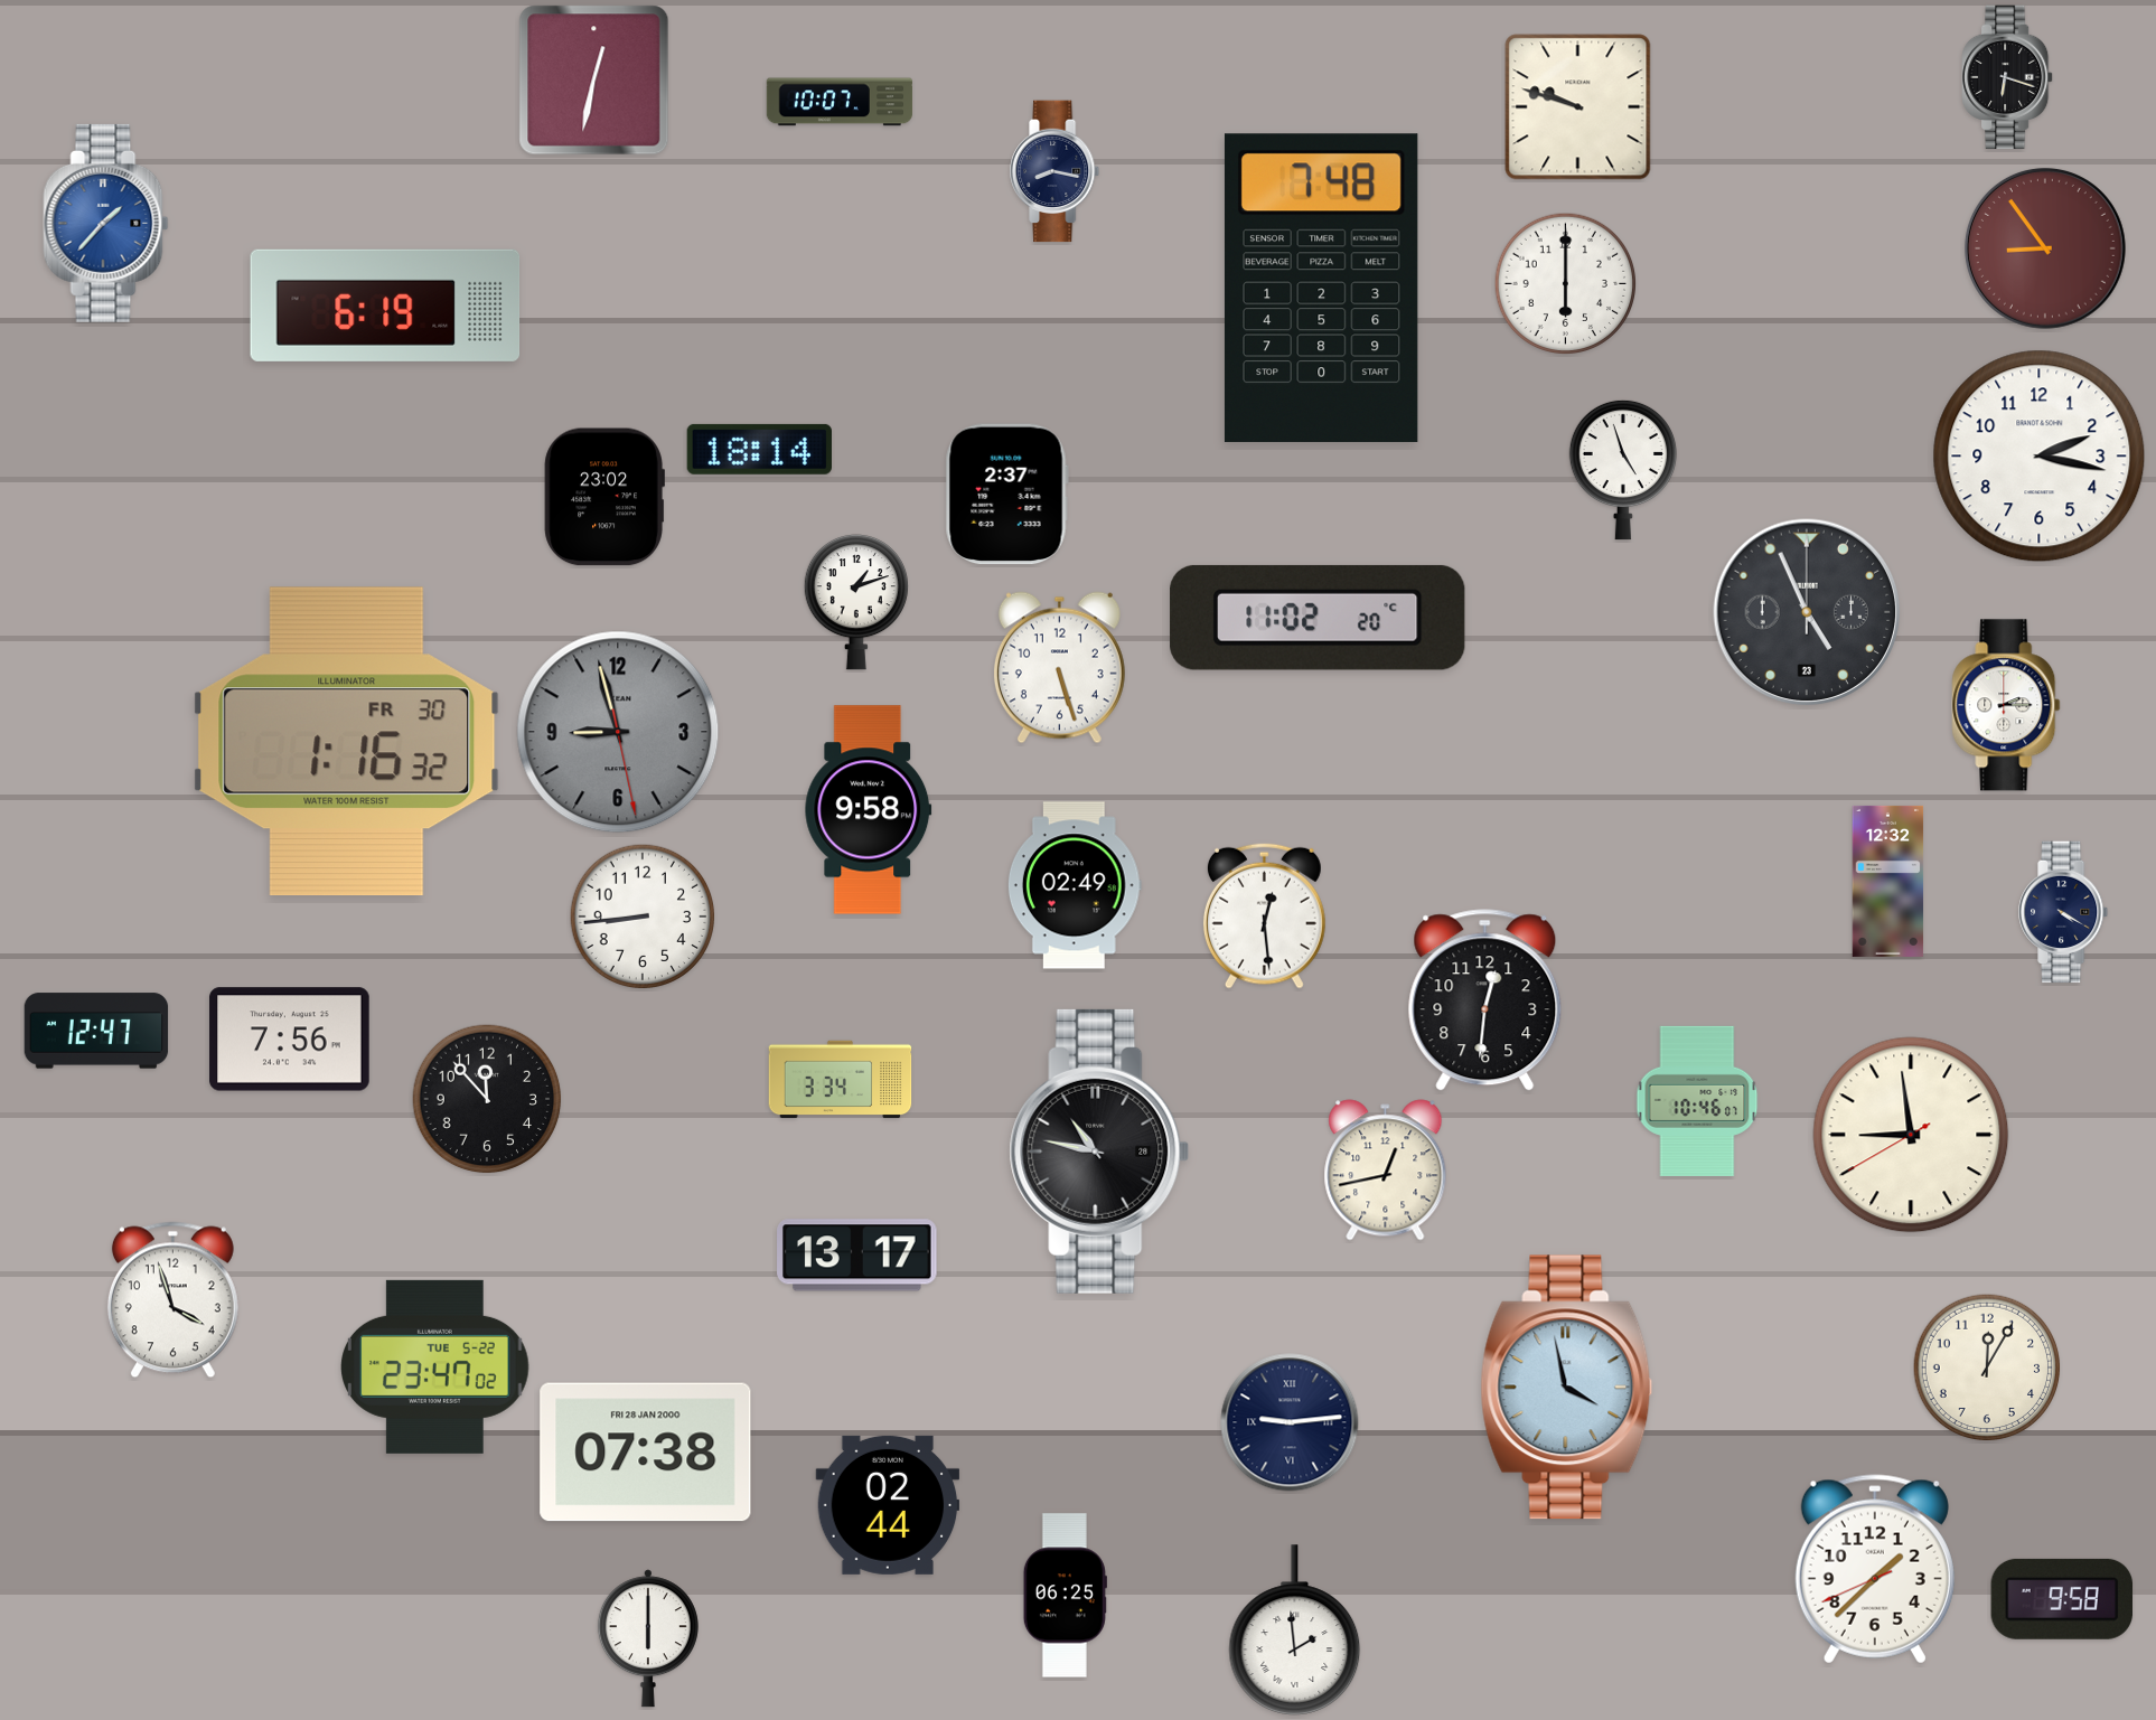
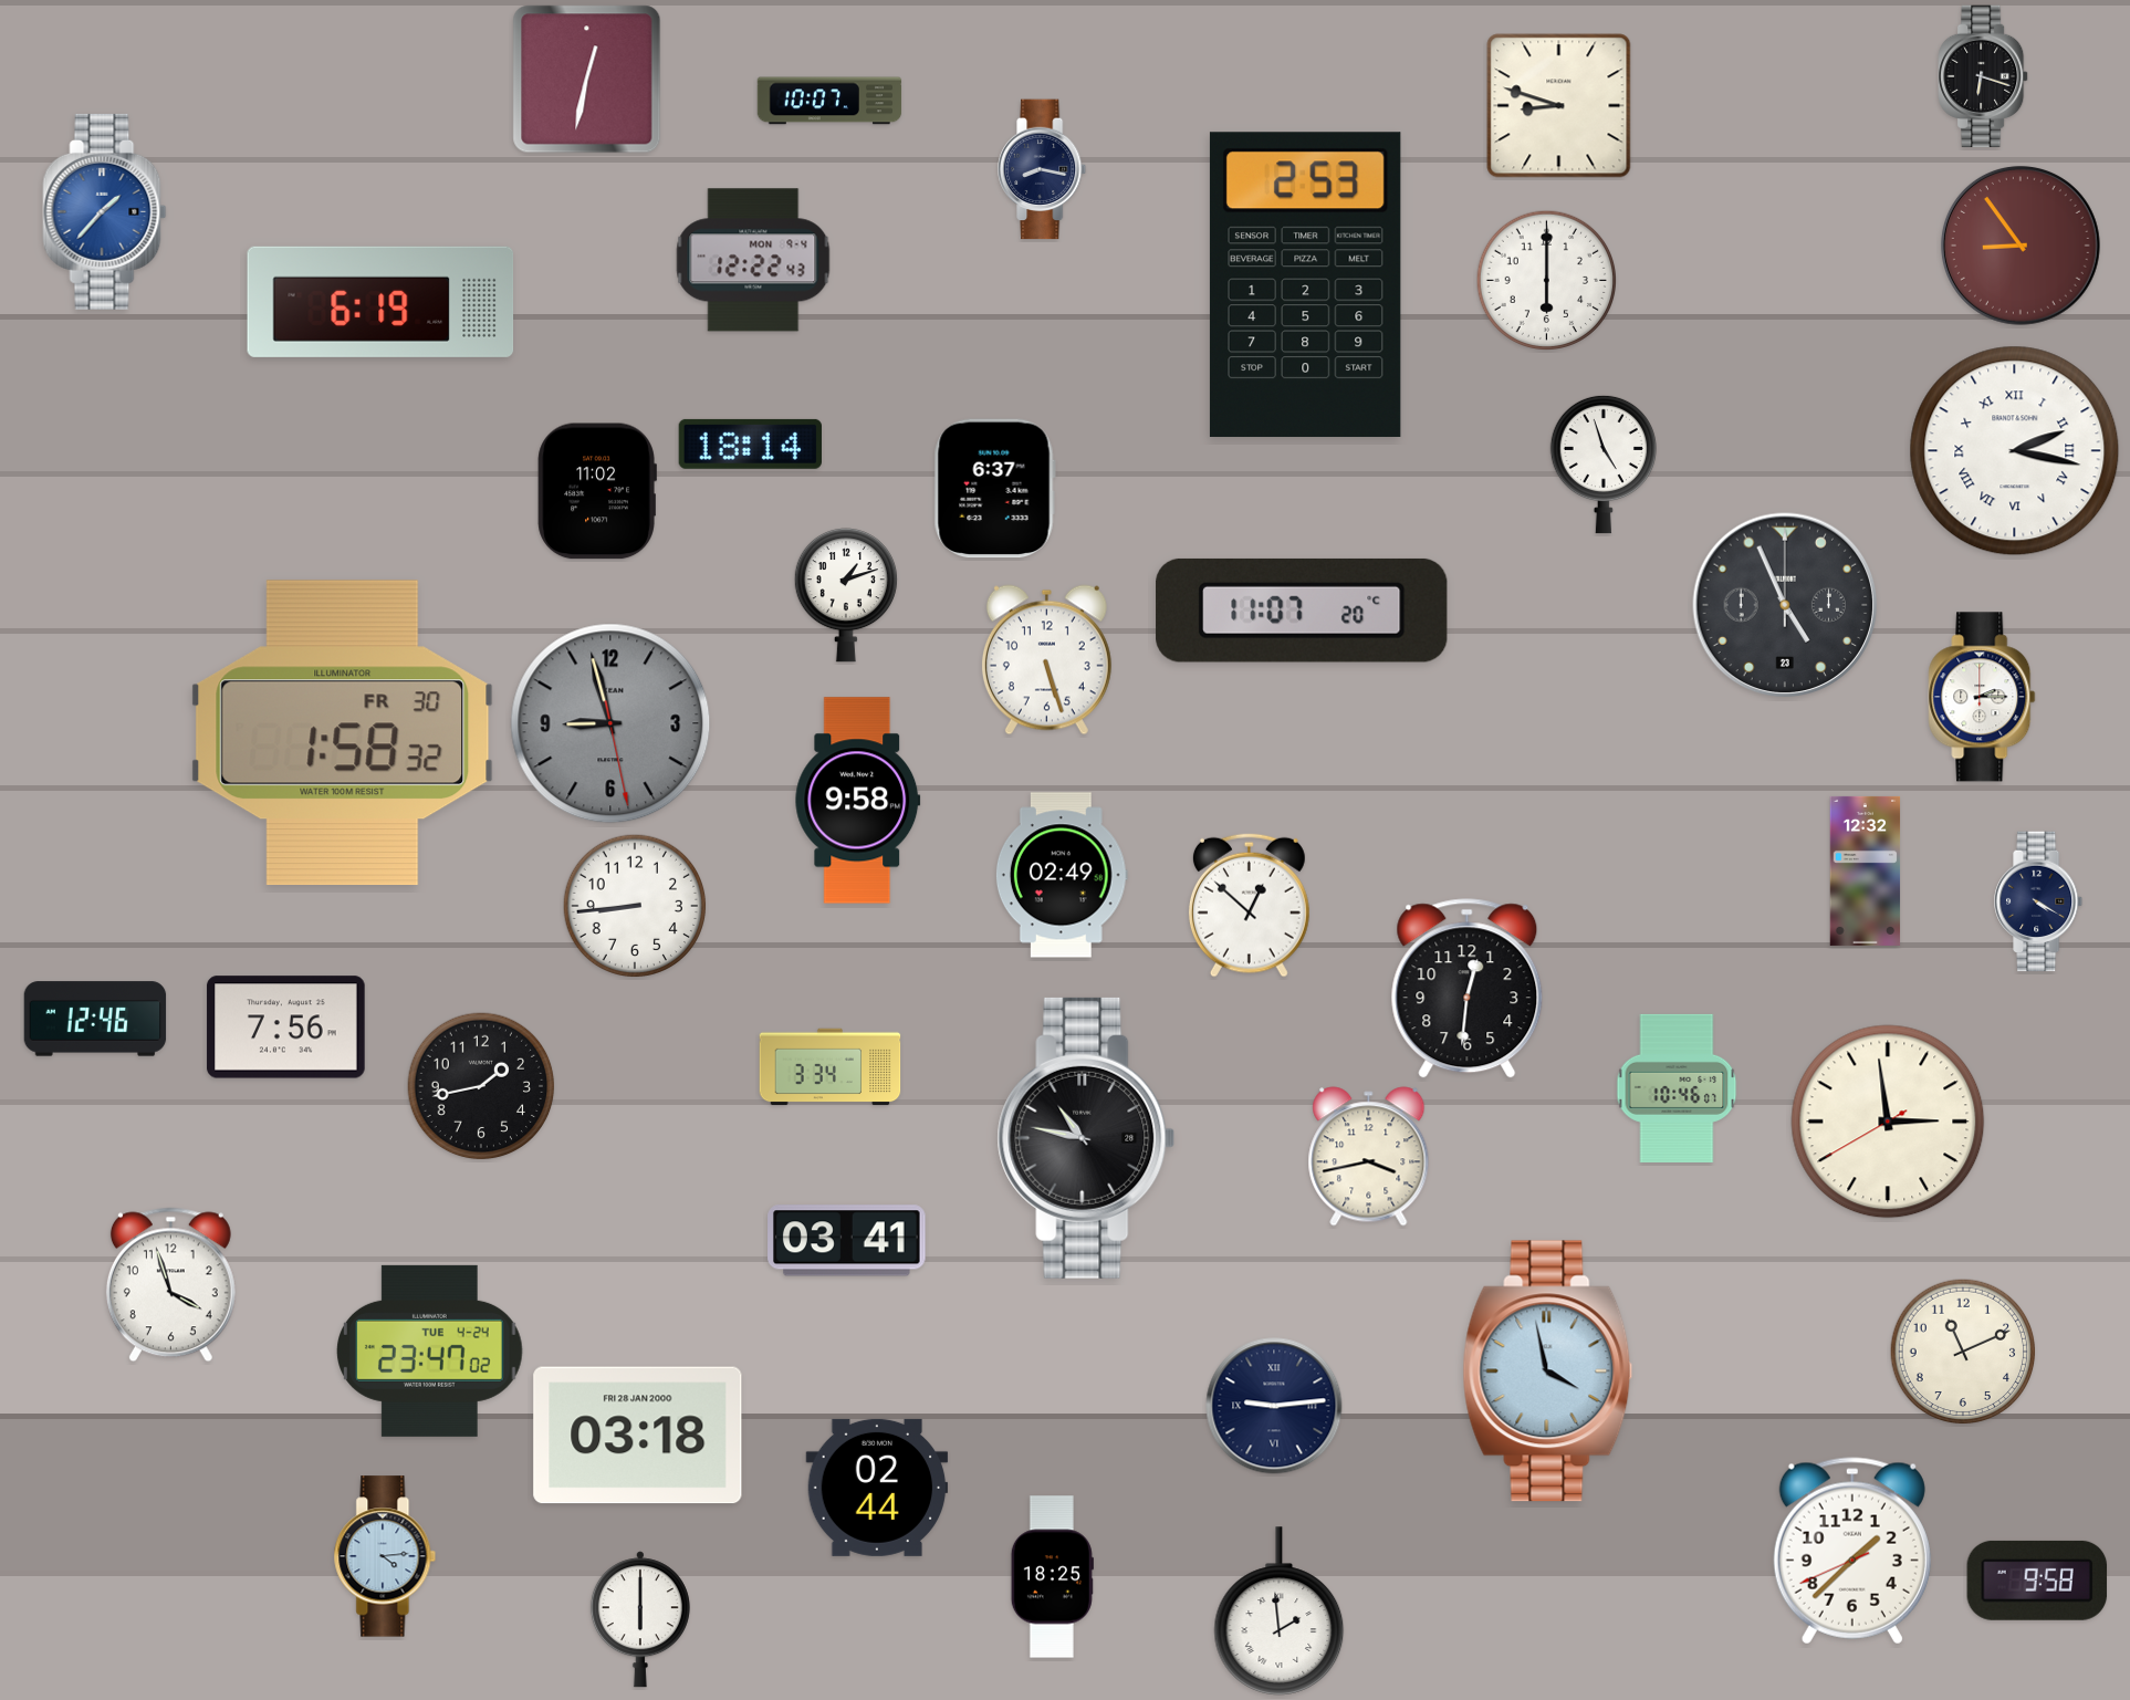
clock at (1578, 107): 9:48 -> 8:48
clock at (106, 223) position: (106, 223) -> (105, 211)
clock at (753, 260): none -> 12:22
clock at (1321, 288): 7:48 -> 2:53
clock at (2040, 457) numerals: Arabic -> Roman
clock at (1006, 495): 2:37 -> 6:37
clock at (604, 497): 23:02 -> 11:02
clock at (1318, 618): 11:02 -> 11:07
clock at (347, 742): 1:16 -> 1:58
clock at (1264, 915): 12:29 -> 12:52
clock at (96, 1031): 12:47 -> 12:46
clock at (487, 1099): 11:53 -> 1:43
clock at (1911, 1135): 8:58 -> 2:58
clock at (1386, 1171): 12:43 -> 3:43
clock at (857, 1256): 13:17 -> 03:41
clock at (435, 1366) date: TUE 5-22 -> TUE 4-24
clock at (1987, 1367): 12:05 -> 11:11
clock at (646, 1453): 07:38 -> 03:18
clock at (385, 1556): none -> 4:14
clock at (1065, 1596): 06:25 -> 18:25
